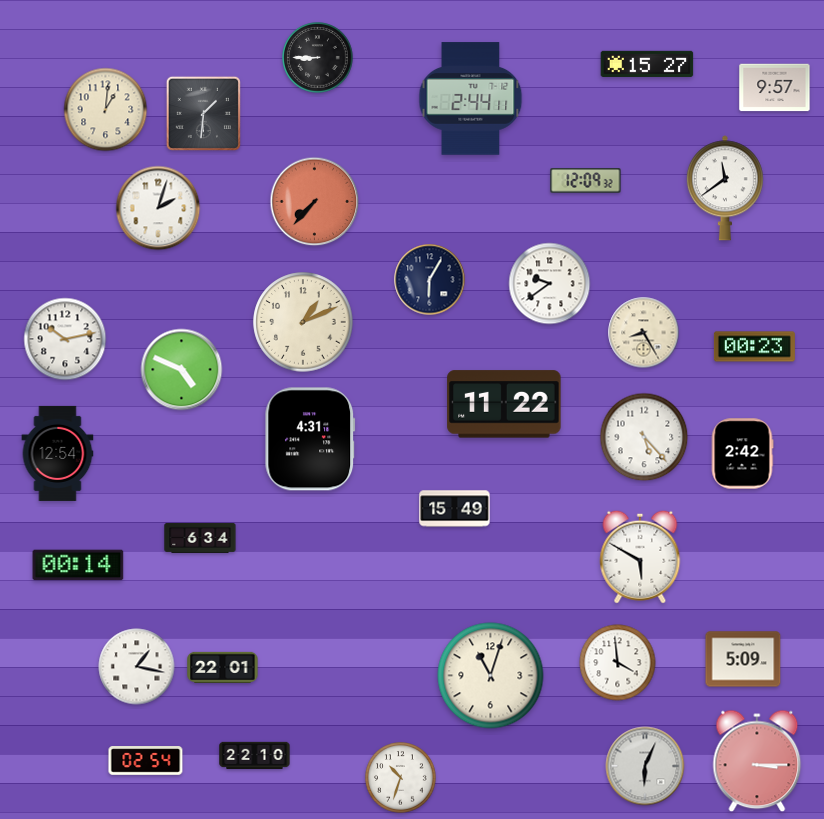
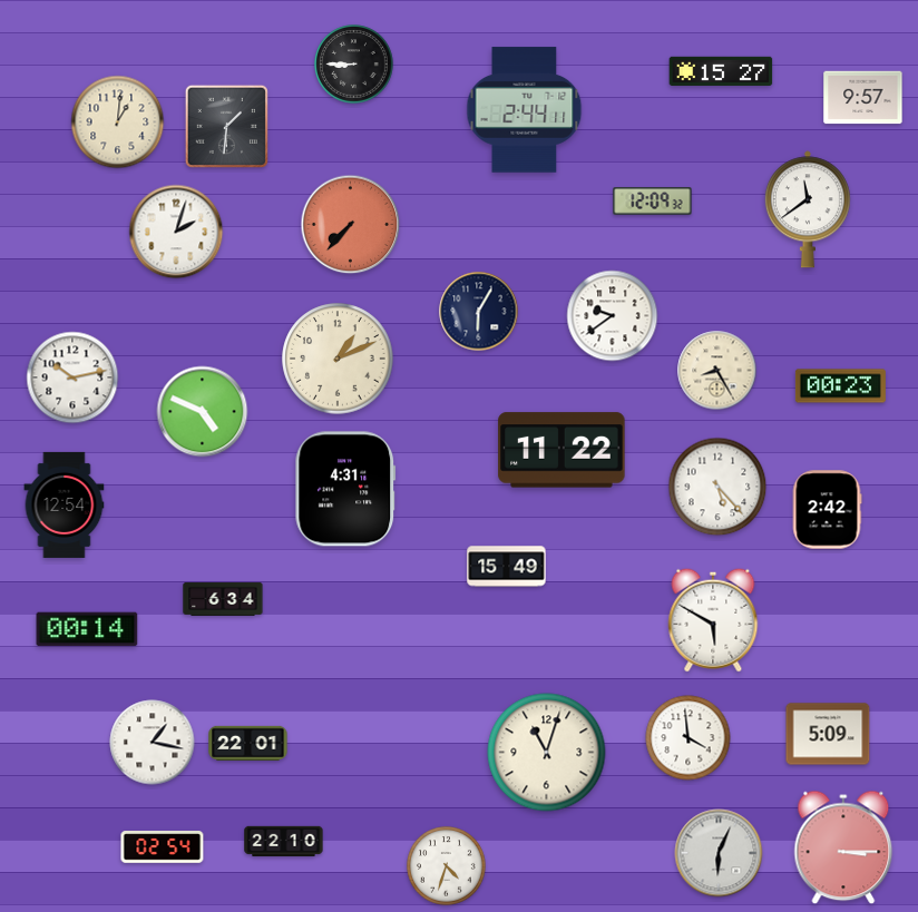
clock at (742, 454) position: (742, 454) -> (827, 510)
clock at (401, 778): 10:33 -> 4:33
